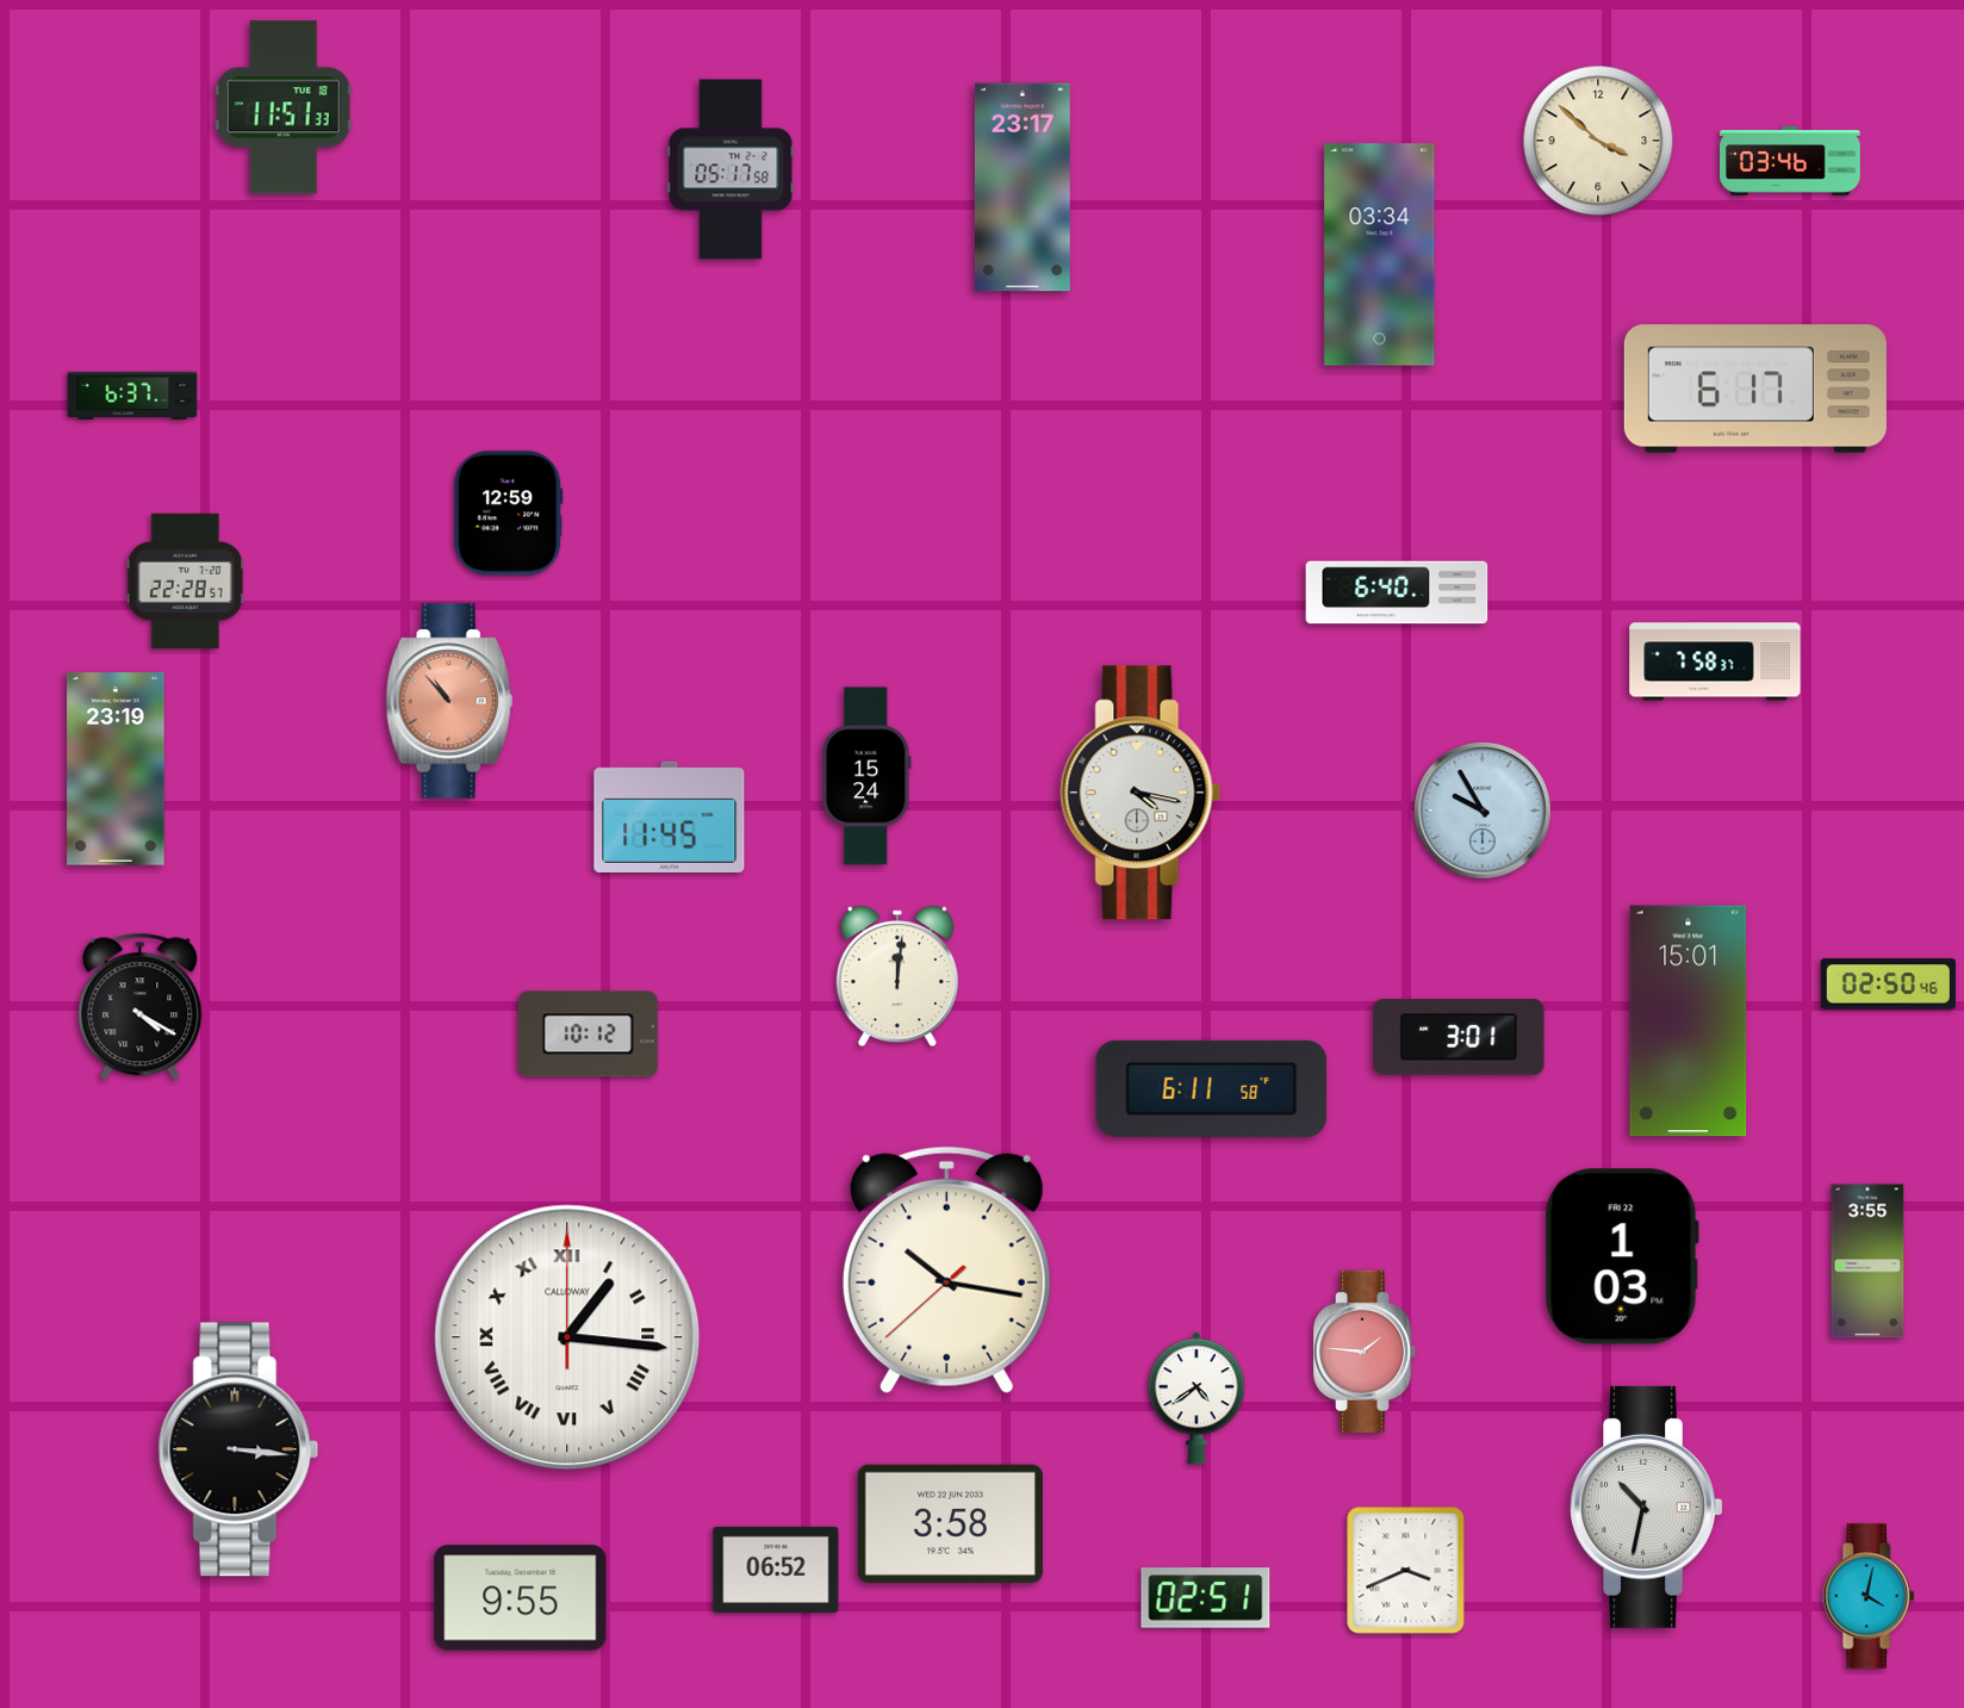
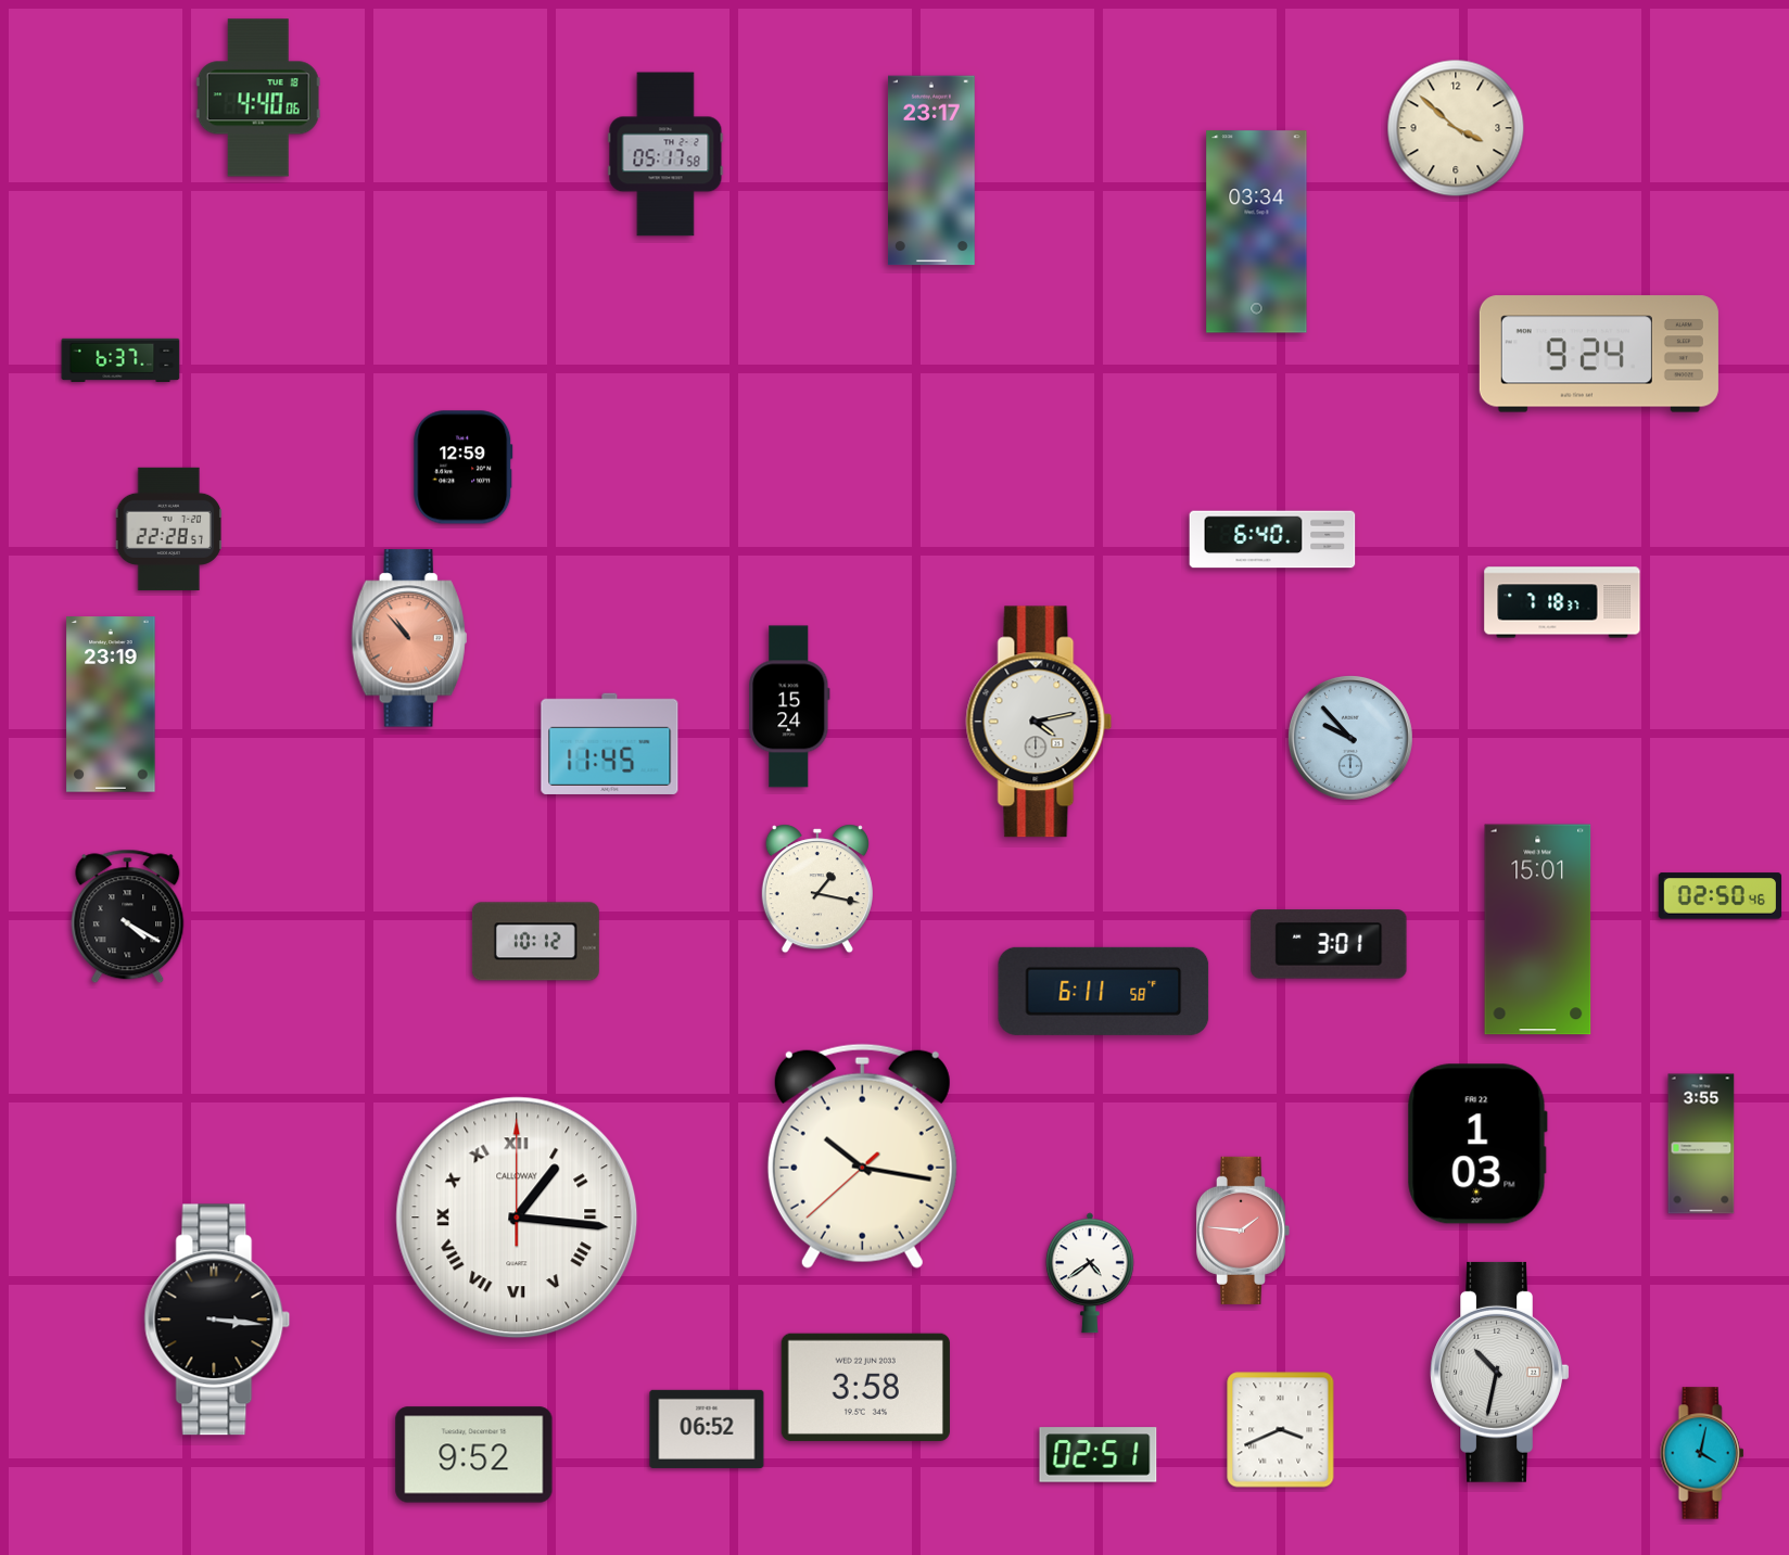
clock at (284, 107): 11:51 -> 4:40
clock at (1791, 161): 03:46 -> none
clock at (1755, 389): 6:17 -> 9:24
clock at (1715, 662): 7:58 -> 7:18
clock at (116, 769) position: (116, 769) -> (111, 704)
clock at (1141, 793): 4:17 -> 4:13
clock at (1483, 810): 9:55 -> 9:53
clock at (897, 976): 12:01 -> 1:17
clock at (1867, 1261) position: (1867, 1261) -> (1701, 1144)
clock at (521, 1598): 9:55 -> 9:52
